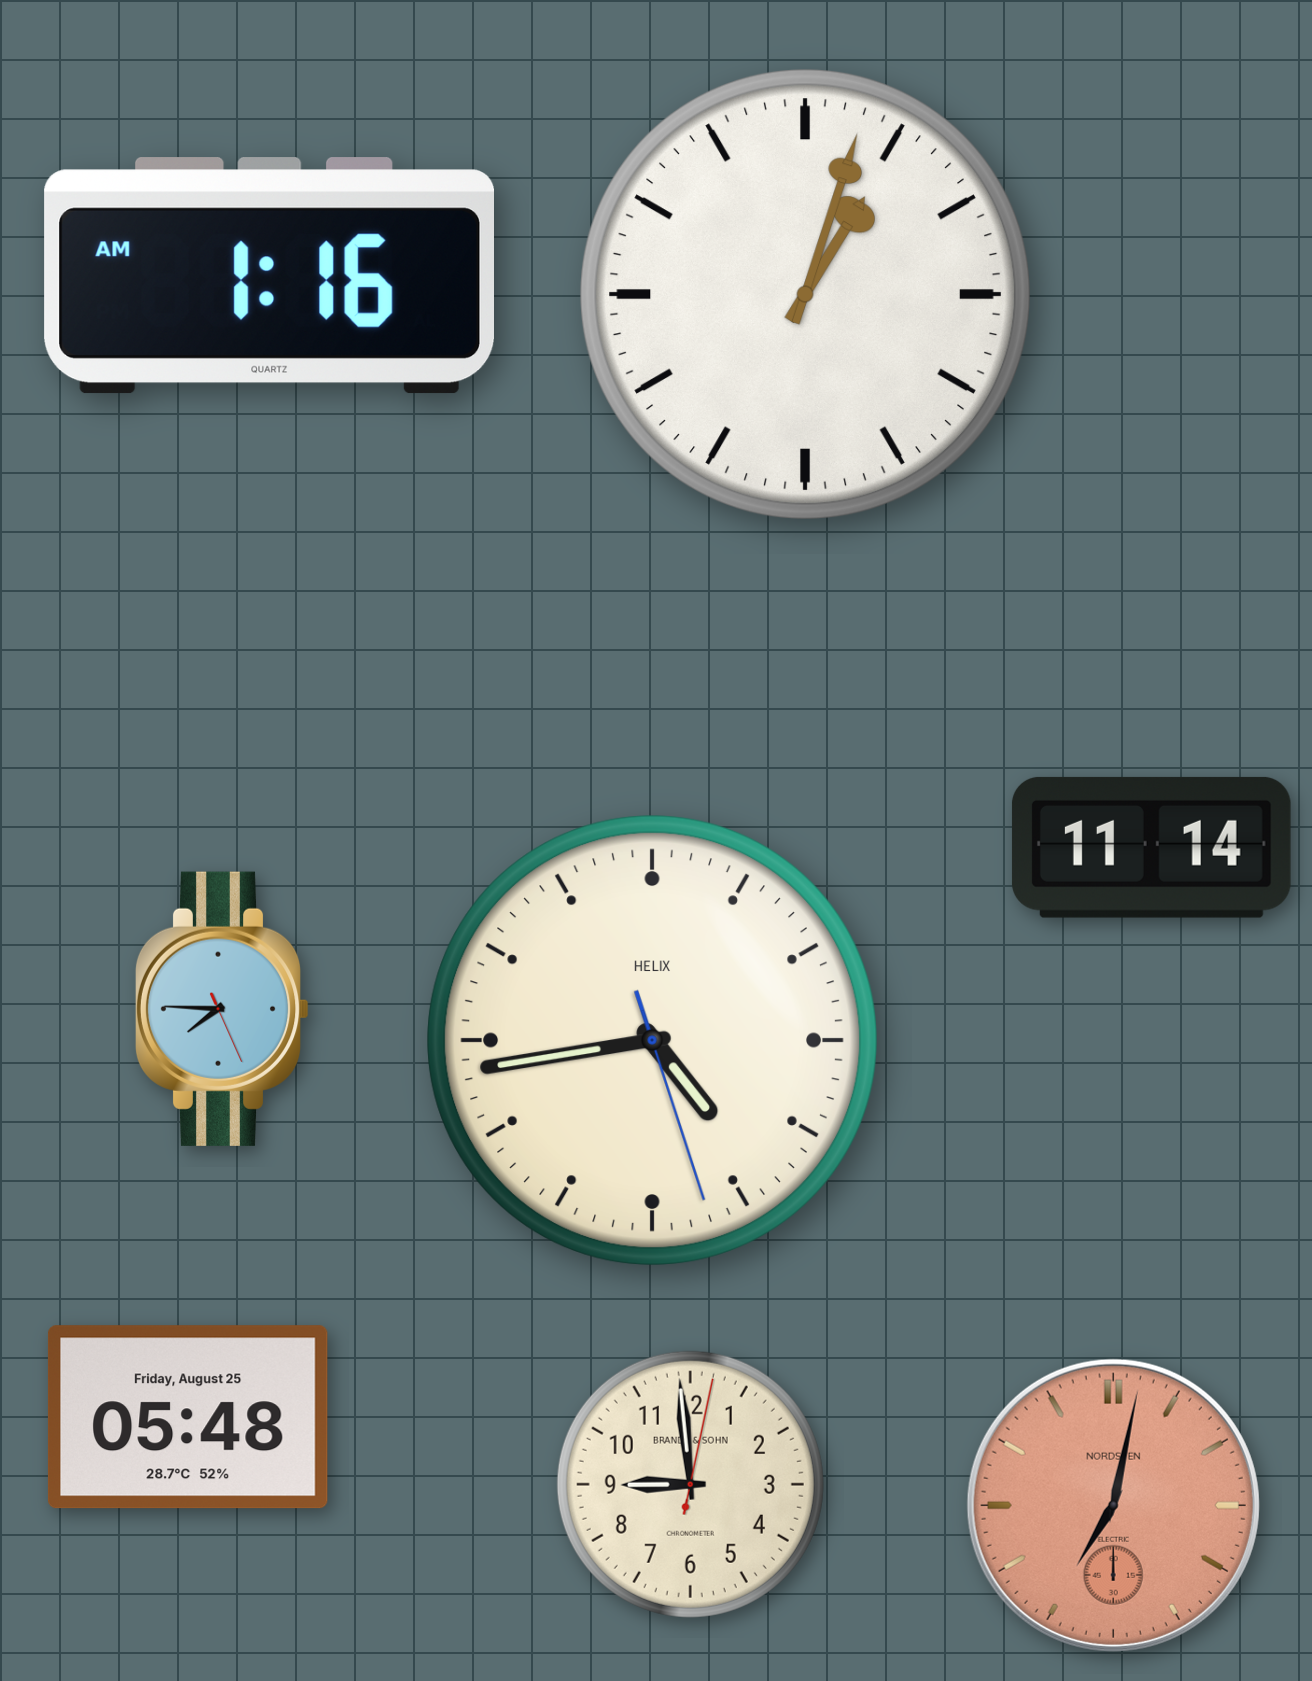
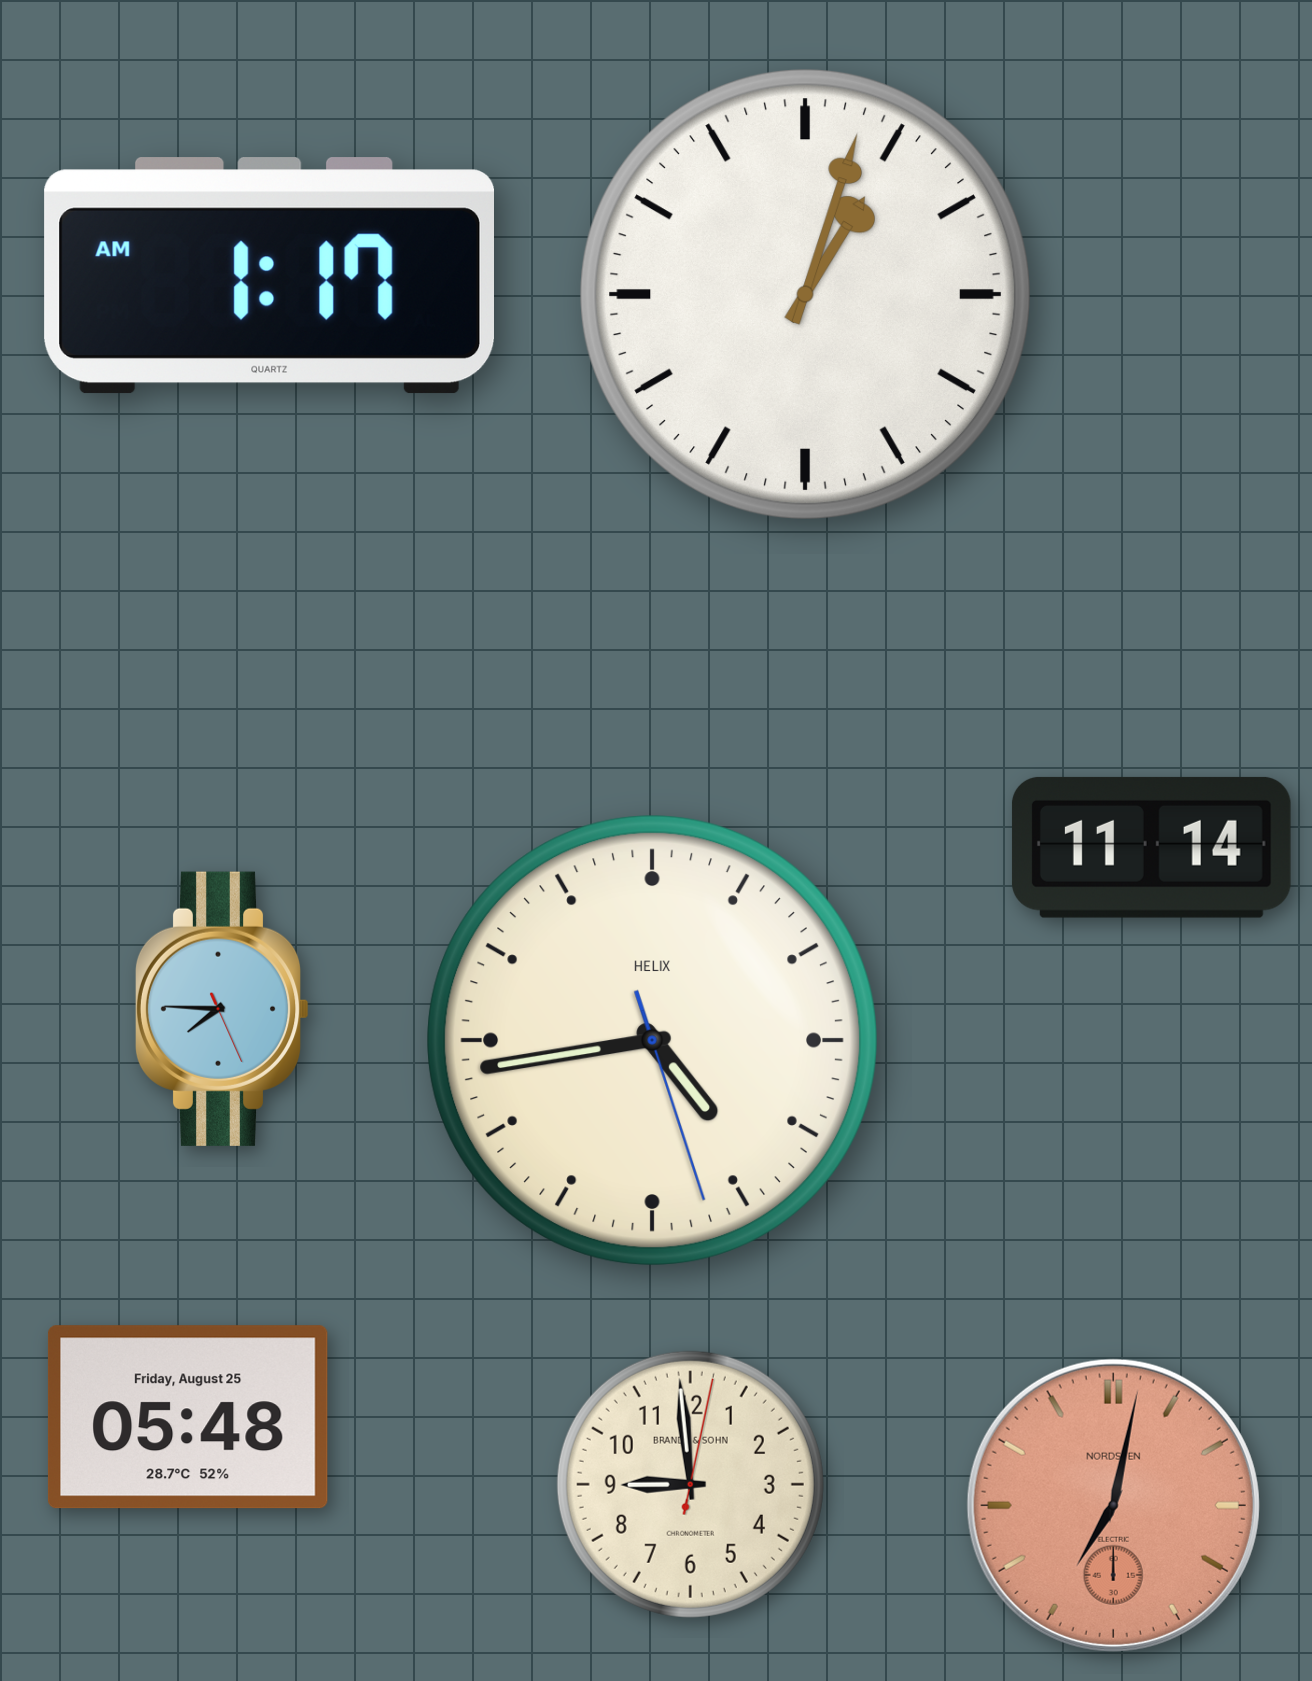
clock at (269, 276): 1:16 -> 1:17
